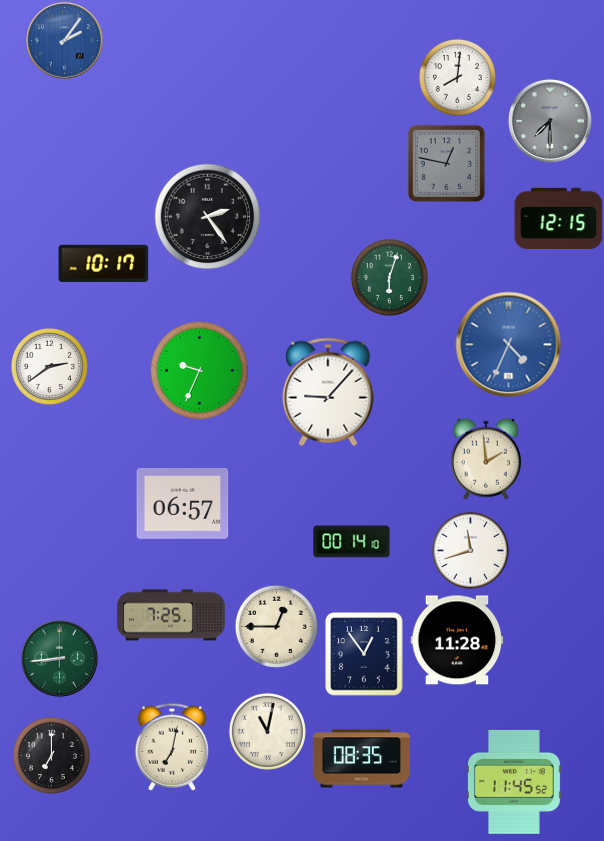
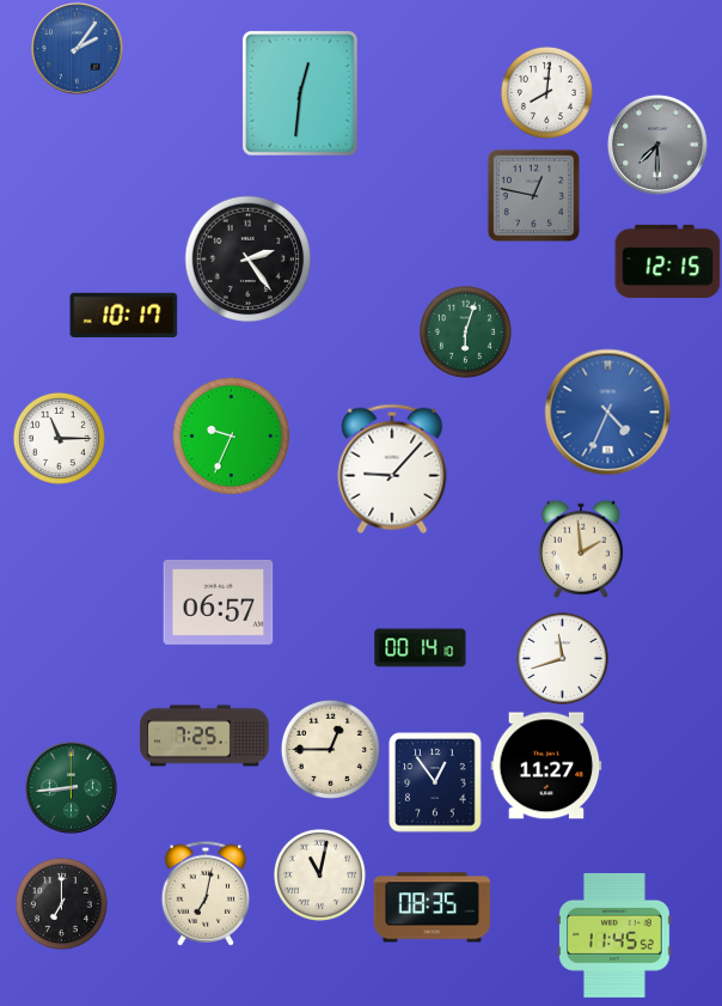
clock at (301, 94): none -> 12:31
clock at (49, 366): 2:39 -> 11:15
clock at (200, 371) position: (200, 371) -> (232, 437)
clock at (457, 640): 11:28 -> 11:27
